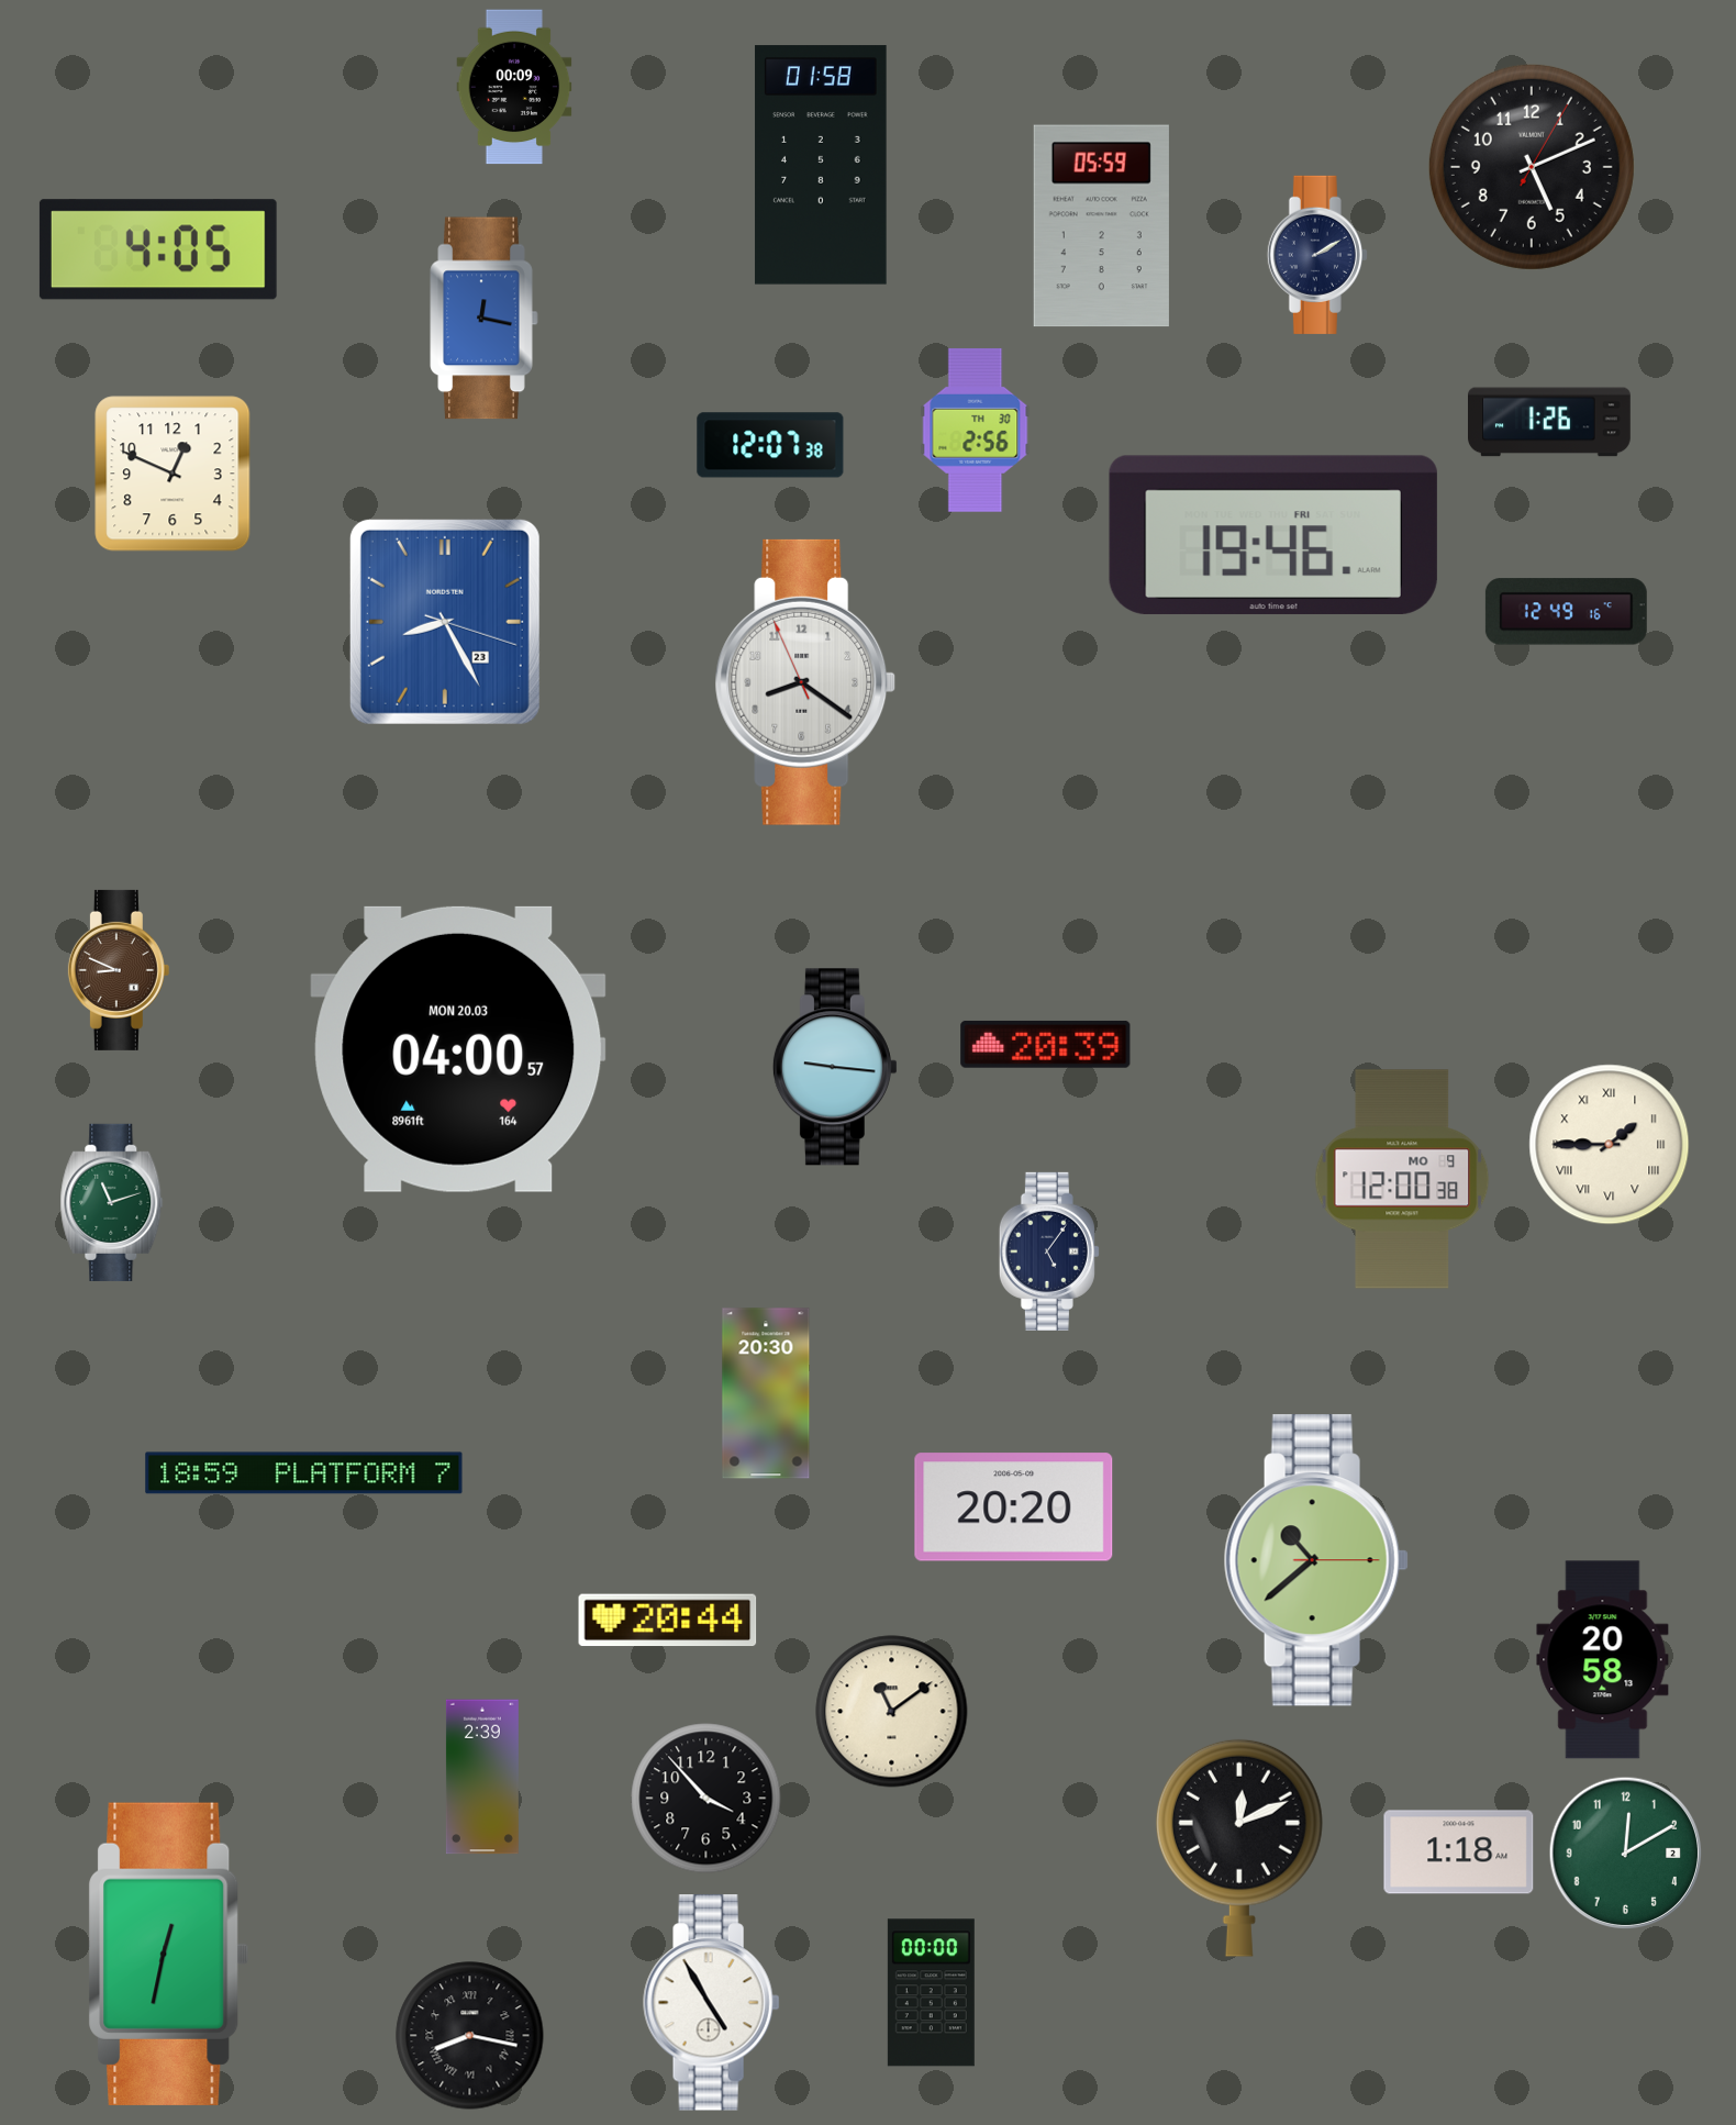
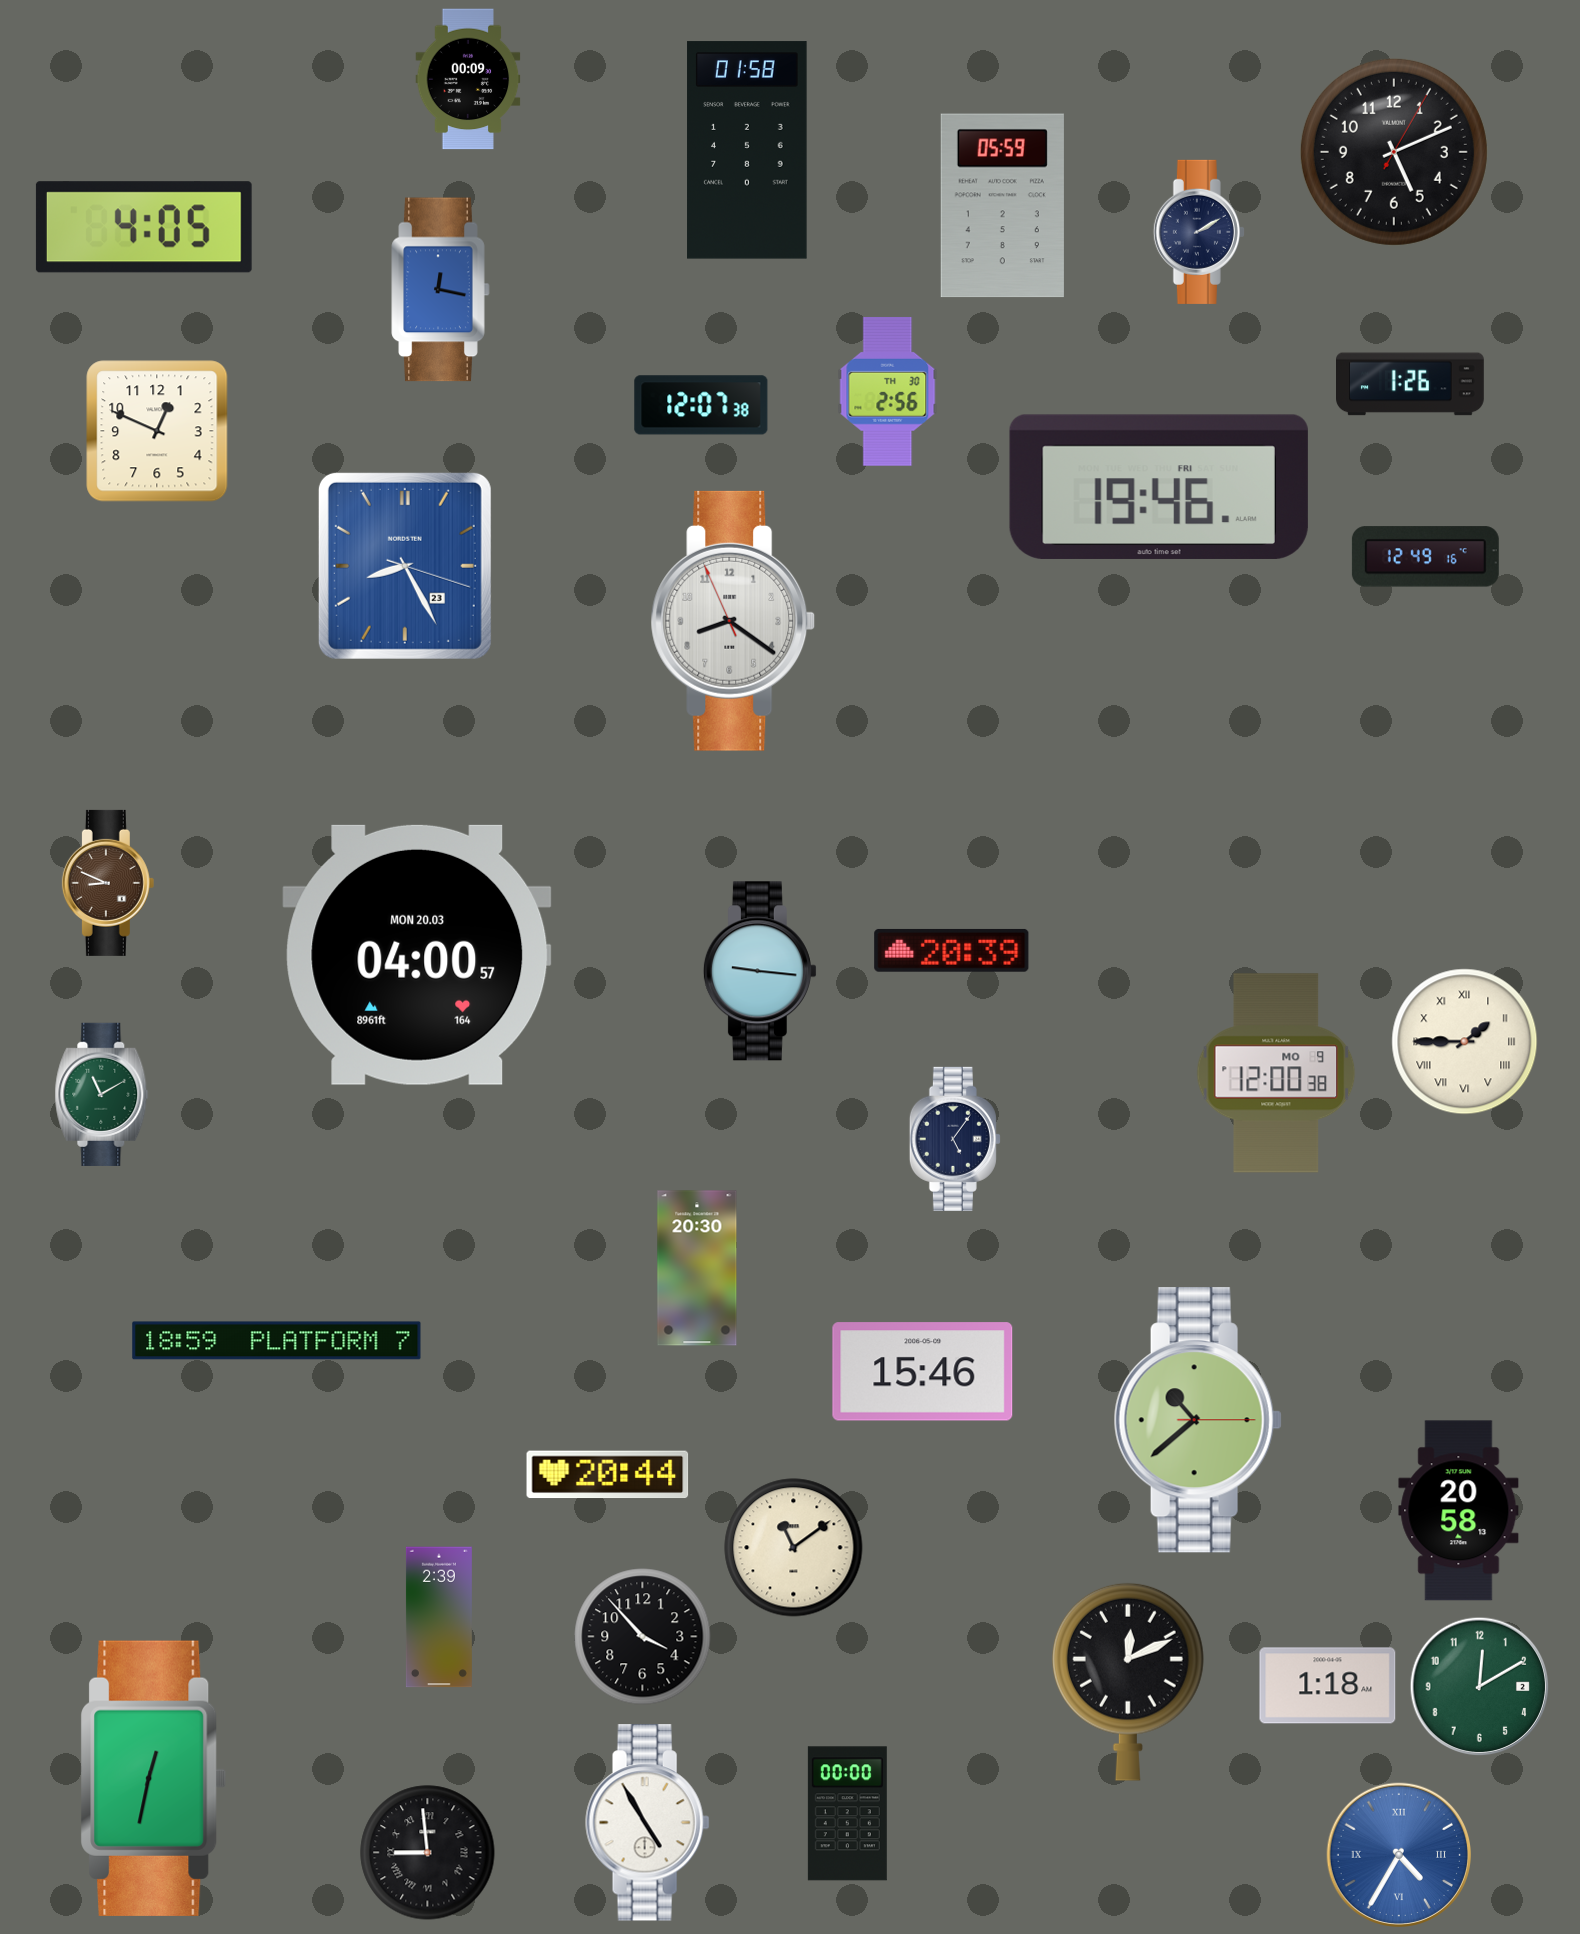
clock at (112, 1202): 11:12 -> 11:10
clock at (1014, 1507): 20:20 -> 15:46
clock at (892, 1712) position: (892, 1712) -> (794, 1548)
clock at (470, 2036): 8:17 -> 8:59
clock at (1398, 1854): none -> 4:35
